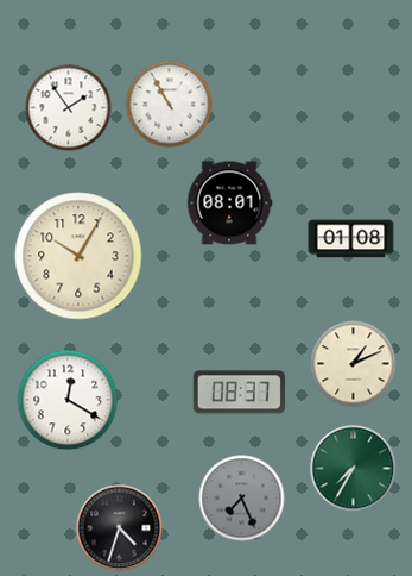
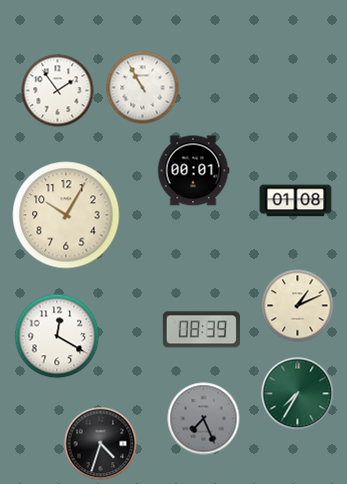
clock at (229, 204): 08:01 -> 00:01
clock at (239, 393): 08:37 -> 08:39
